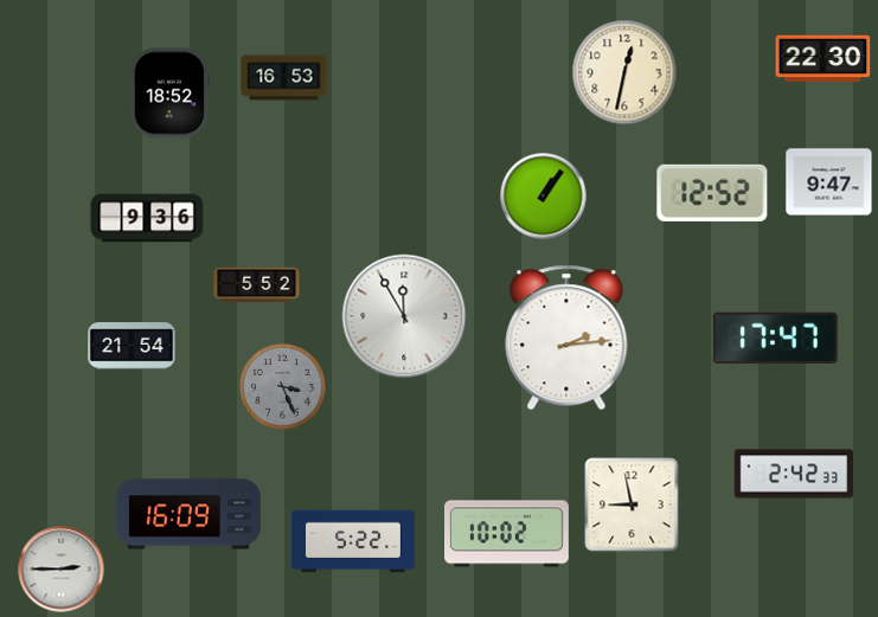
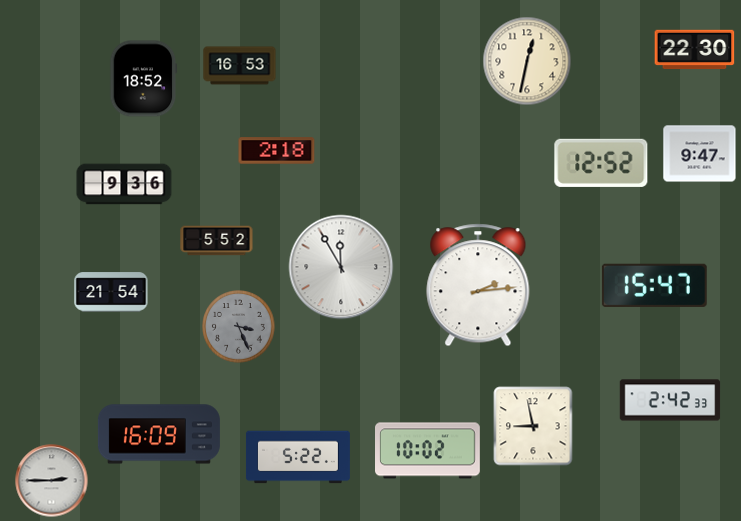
clock at (277, 151): none -> 2:18
clock at (544, 197): 1:06 -> none
clock at (775, 338): 17:47 -> 15:47
